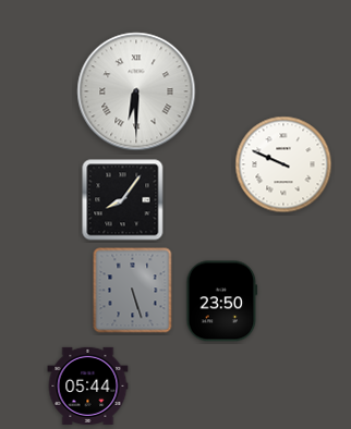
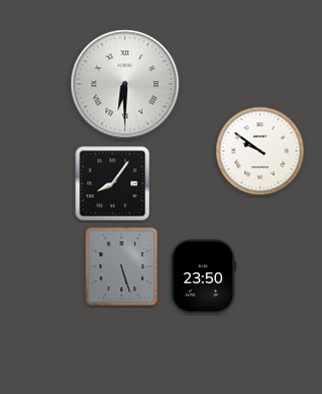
clock at (283, 164): 9:49 -> 9:51
clock at (88, 385): 05:44 -> none
